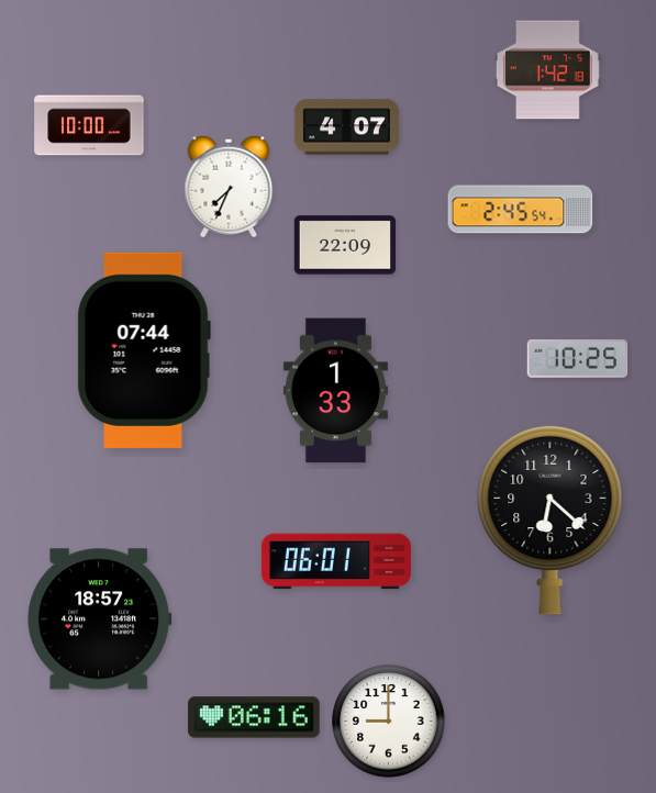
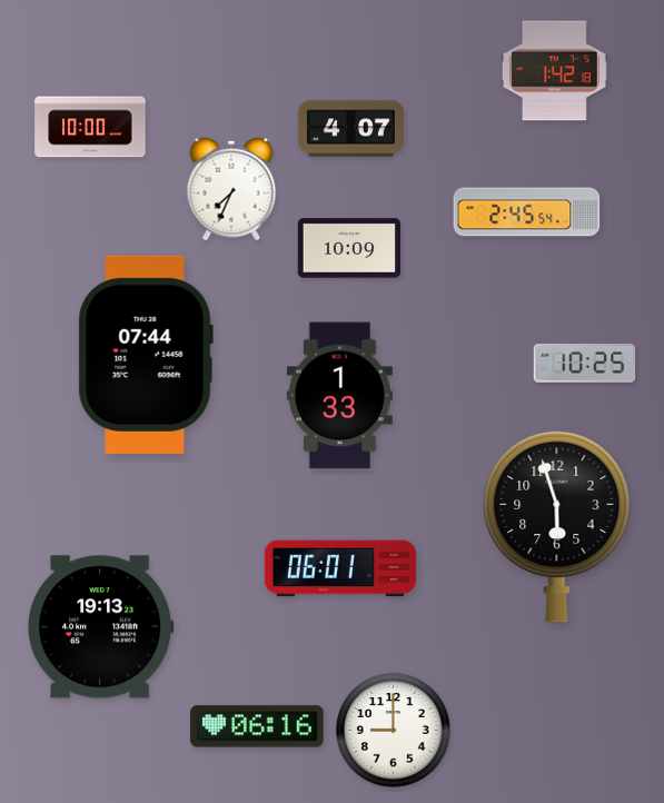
clock at (345, 245): 22:09 -> 10:09
clock at (551, 520): 6:22 -> 5:57
clock at (100, 619): 18:57 -> 19:13
